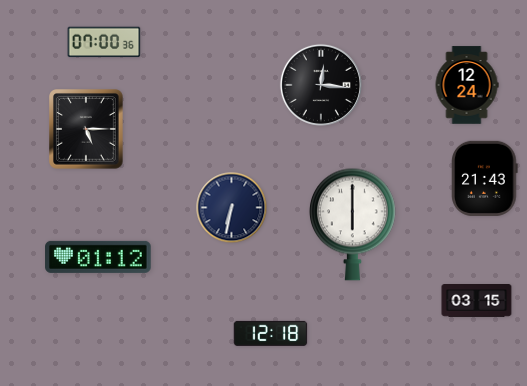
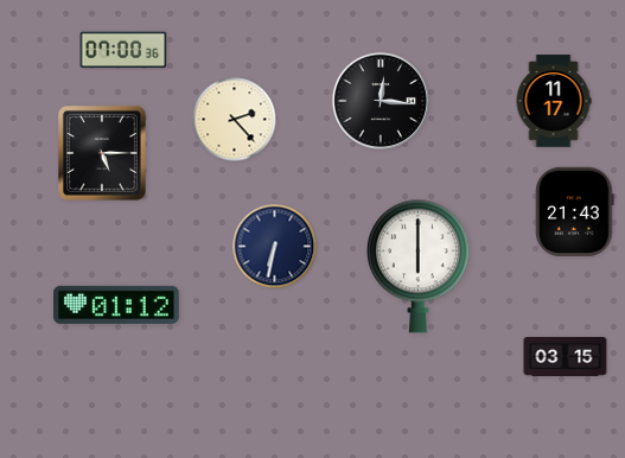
clock at (467, 85): 12:24 -> 11:17
clock at (235, 120): none -> 2:23
clock at (271, 333): 12:18 -> none
